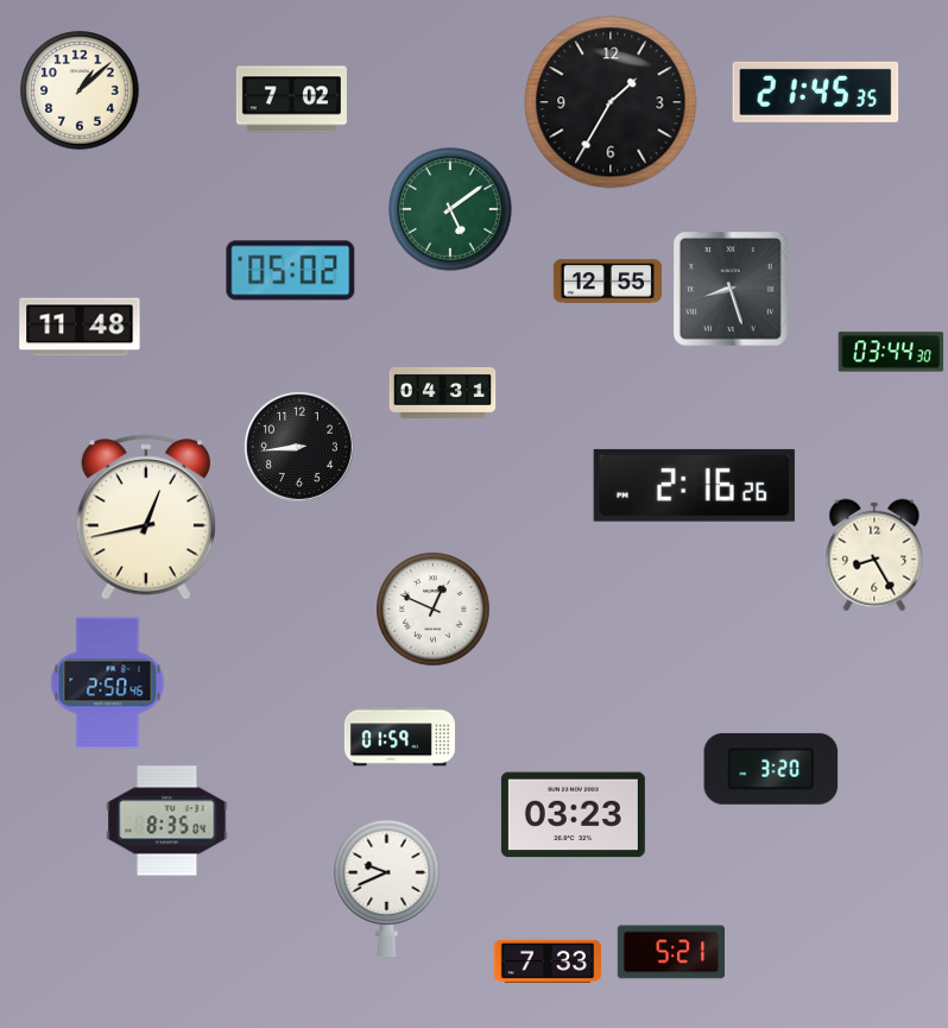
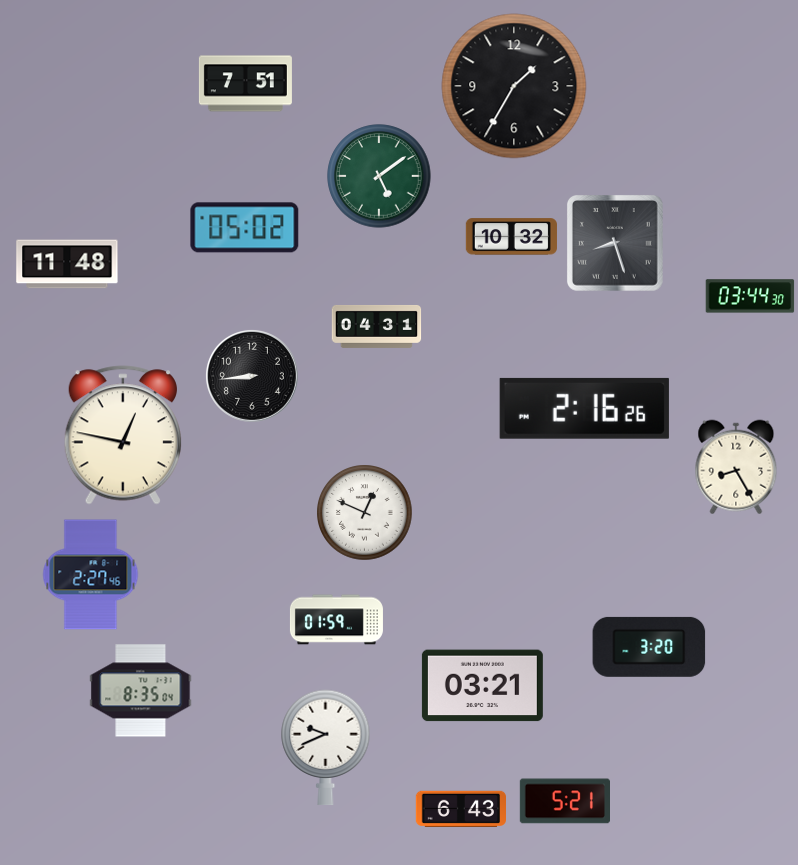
clock at (80, 90): 1:08 -> none
clock at (816, 92): 21:45 -> none
clock at (291, 100): 7:02 -> 7:51
clock at (607, 282): 12:55 -> 10:32
clock at (80, 327) position: (80, 327) -> (67, 264)
clock at (443, 392) position: (443, 392) -> (377, 326)
clock at (145, 517): 12:43 -> 12:47
clock at (108, 683): 2:50 -> 2:27
clock at (573, 815): 03:23 -> 03:21
clock at (546, 961): 7:33 -> 6:43
